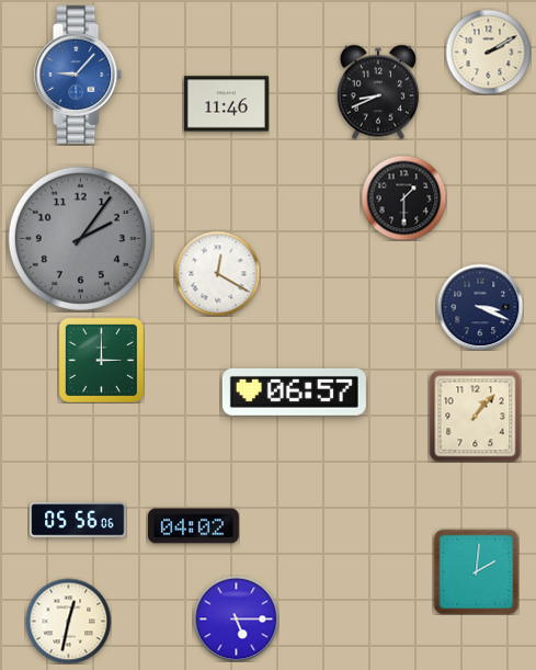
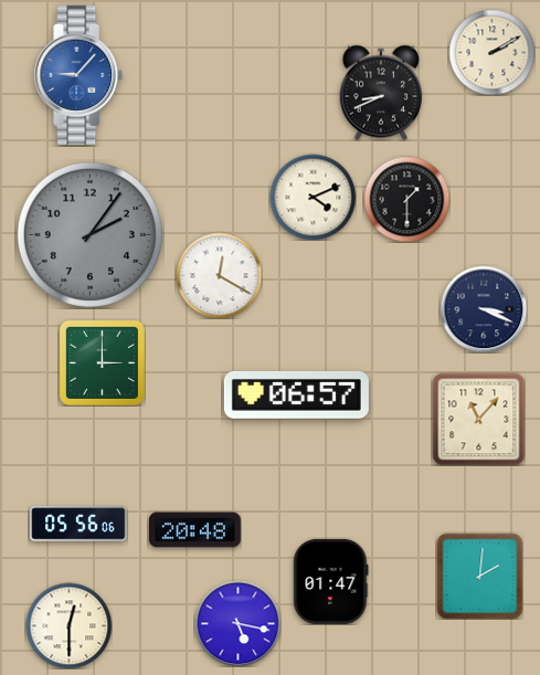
clock at (226, 104): 11:46 -> none
clock at (313, 197): none -> 4:11
clock at (80, 238) position: (80, 238) -> (89, 234)
clock at (475, 416): 1:07 -> 11:07
clock at (194, 526): 04:02 -> 20:48
clock at (331, 581): none -> 01:47
clock at (236, 618): 5:15 -> 5:17
clock at (68, 621): 12:32 -> 12:30
